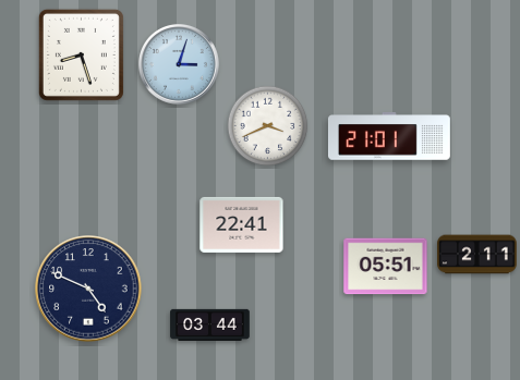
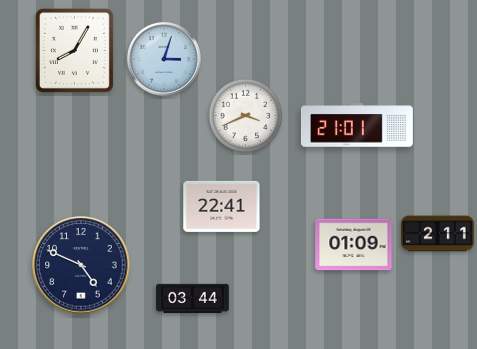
clock at (81, 54): 8:27 -> 8:05
clock at (386, 267): 05:51 -> 01:09
